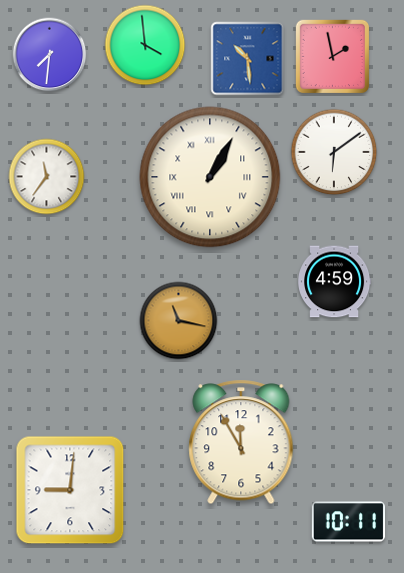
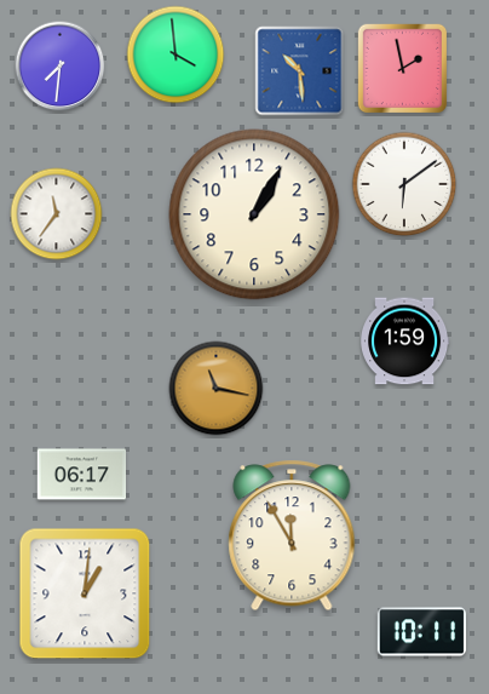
clock at (210, 177) numerals: Roman -> Arabic
clock at (335, 282): 4:59 -> 1:59
clock at (82, 475): none -> 06:17
clock at (70, 490): 9:01 -> 1:01
